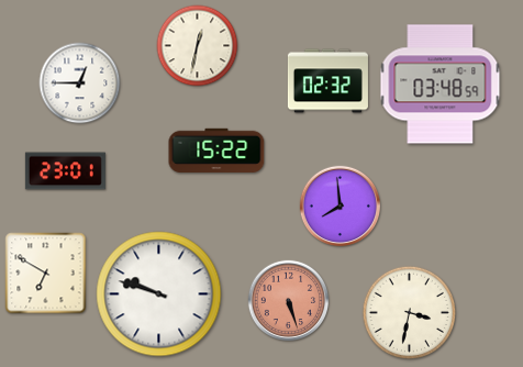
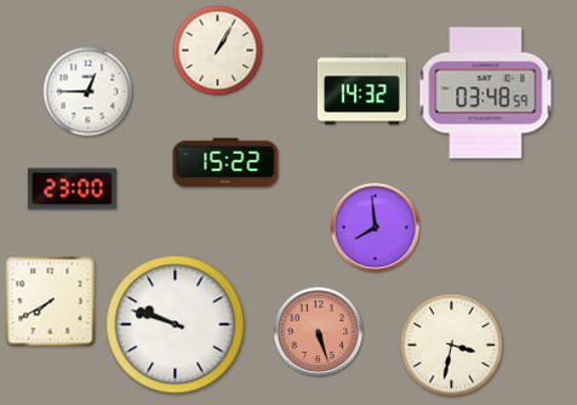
clock at (198, 46): 12:32 -> 1:05
clock at (327, 81): 02:32 -> 14:32
clock at (216, 149) position: (216, 149) -> (225, 161)
clock at (65, 171): 23:01 -> 23:00
clock at (46, 274): 6:50 -> 7:40
